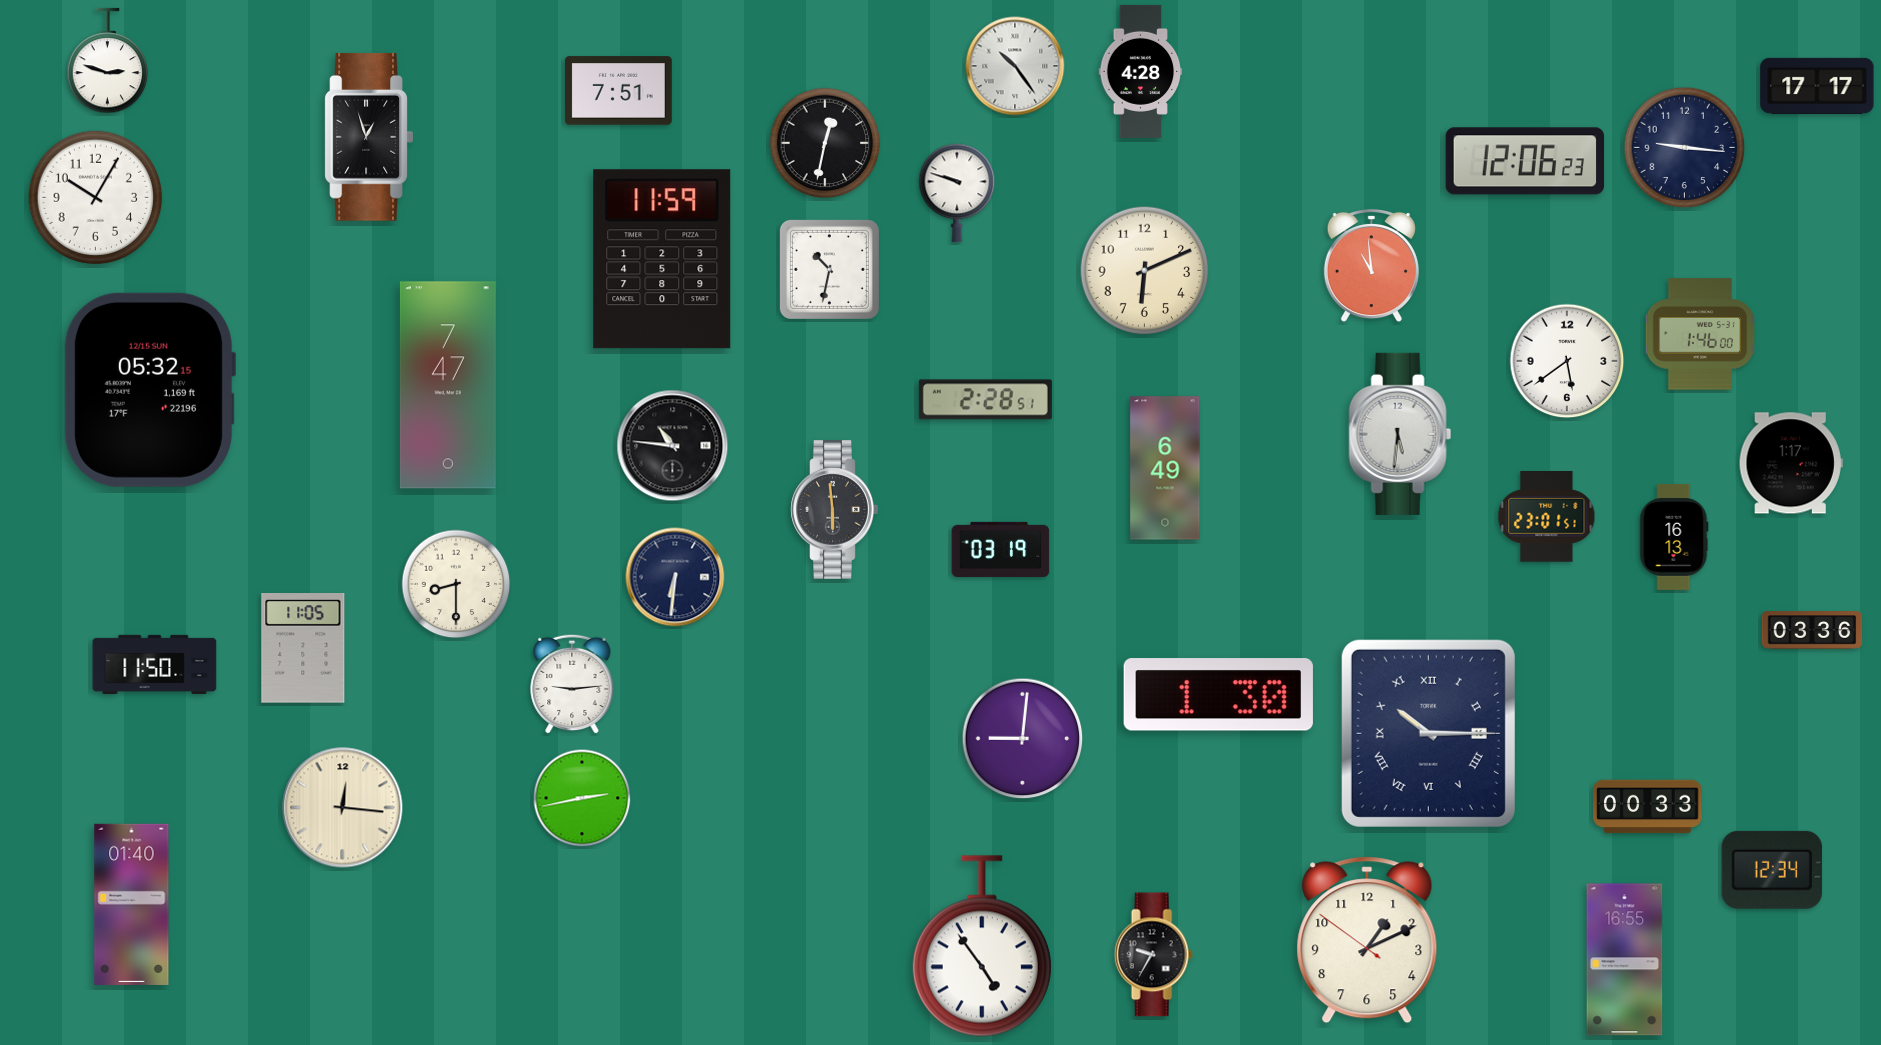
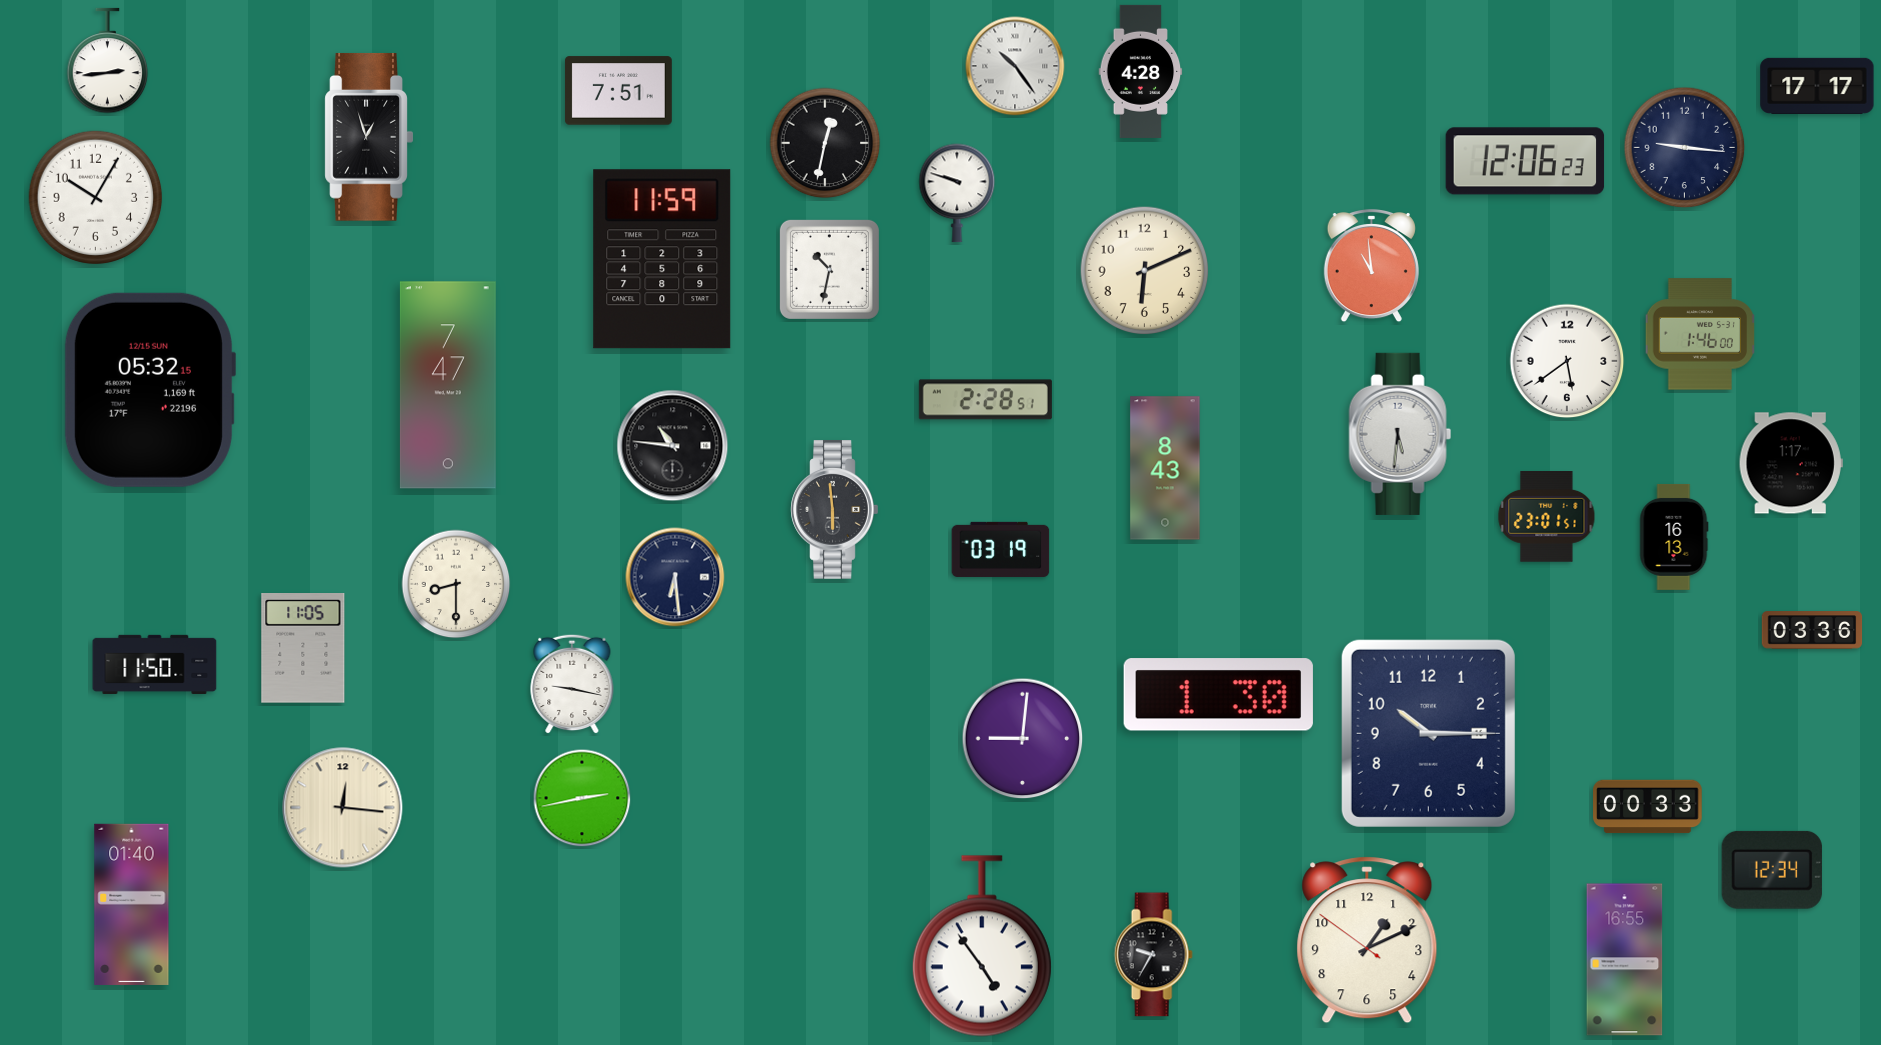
clock at (108, 61): 2:48 -> 2:44
clock at (1165, 468): 6:49 -> 8:43
clock at (675, 577): 6:31 -> 6:29
clock at (572, 684): 9:14 -> 9:17
clock at (1428, 733) numerals: Roman -> Arabic
